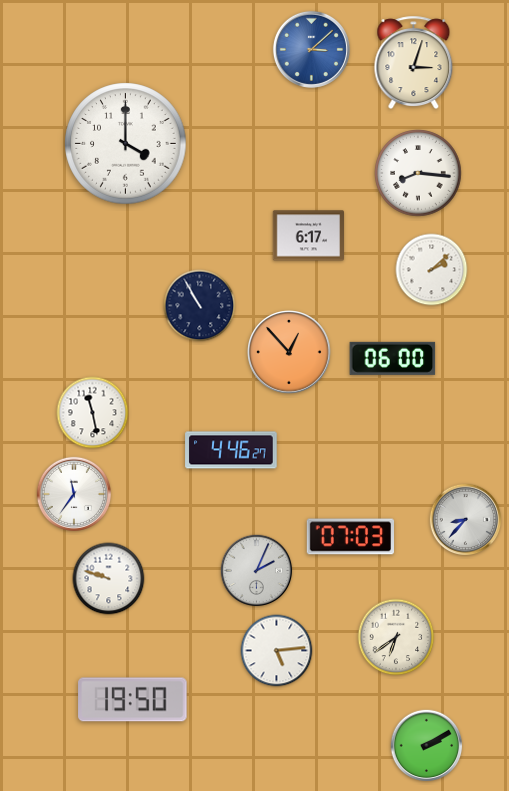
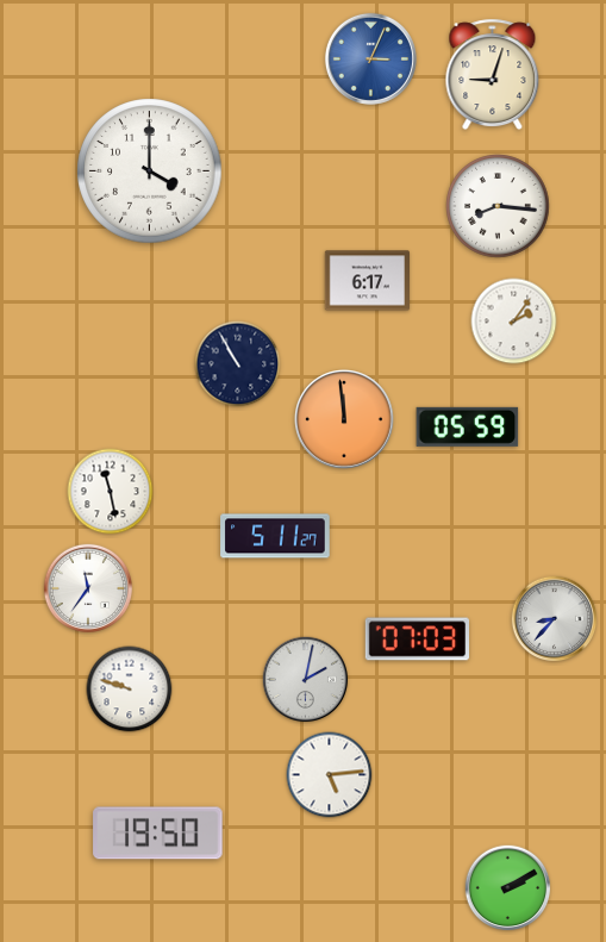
clock at (311, 49): 3:08 -> 3:04
clock at (414, 63): 3:03 -> 9:03
clock at (432, 270): 2:08 -> 2:06
clock at (290, 353): 12:53 -> 11:59
clock at (393, 358): 06:00 -> 05:59
clock at (231, 450): 4:46 -> 5:11
clock at (257, 571): 2:04 -> 2:02
clock at (396, 637): 6:39 -> none
